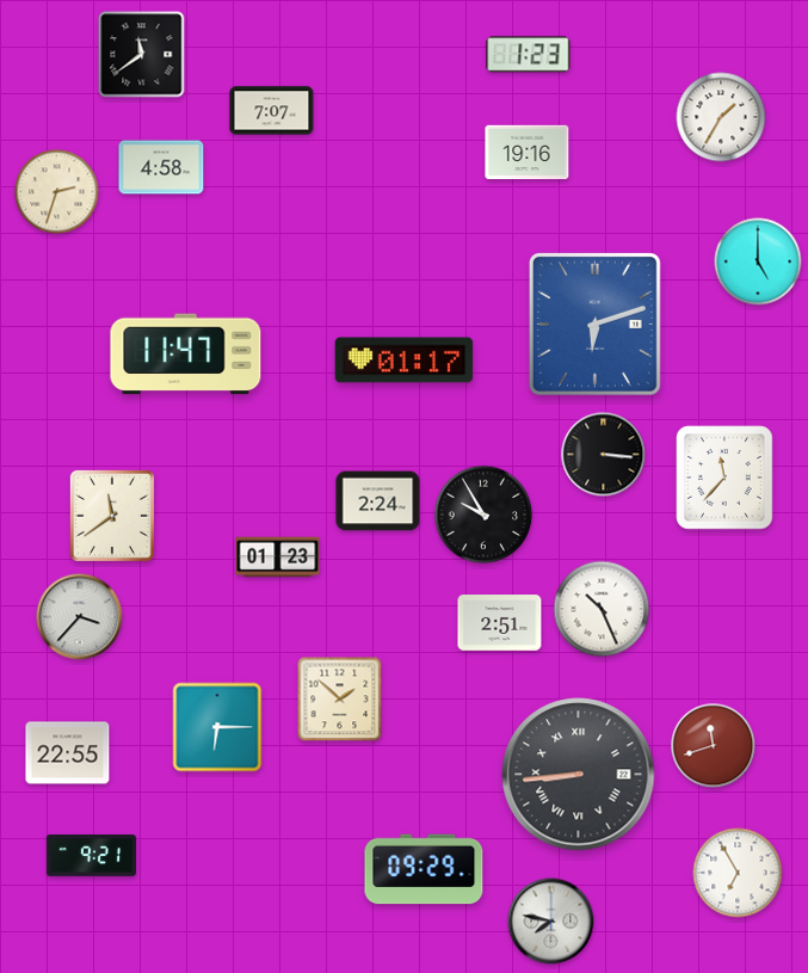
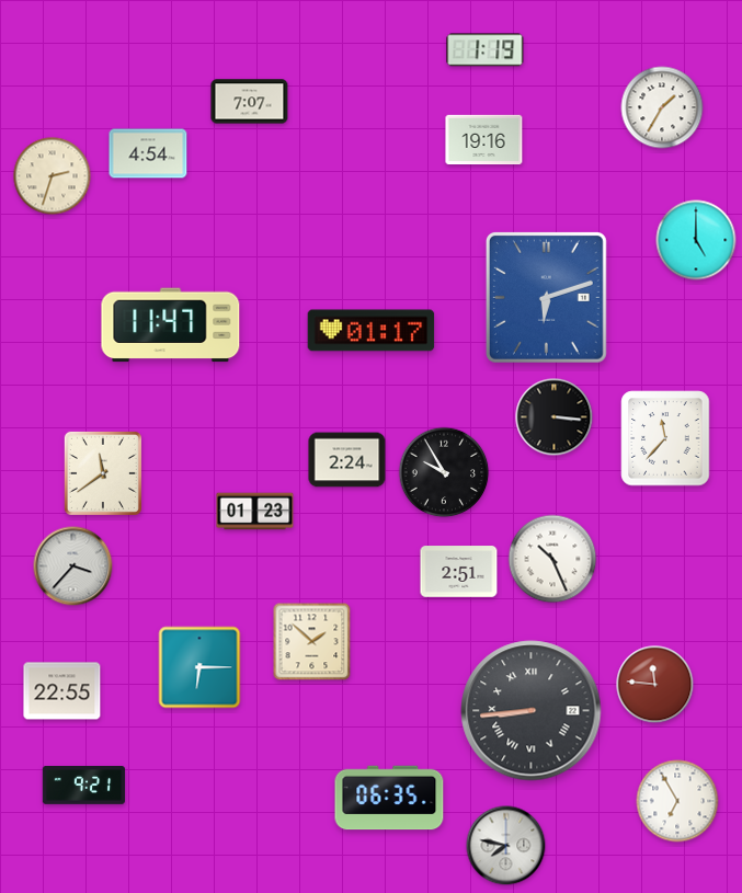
clock at (142, 55): 11:39 -> none
clock at (529, 55): 1:23 -> 1:19
clock at (161, 167): 4:58 -> 4:54
clock at (714, 746): 11:42 -> 11:46
clock at (424, 869): 09:29 -> 06:35
